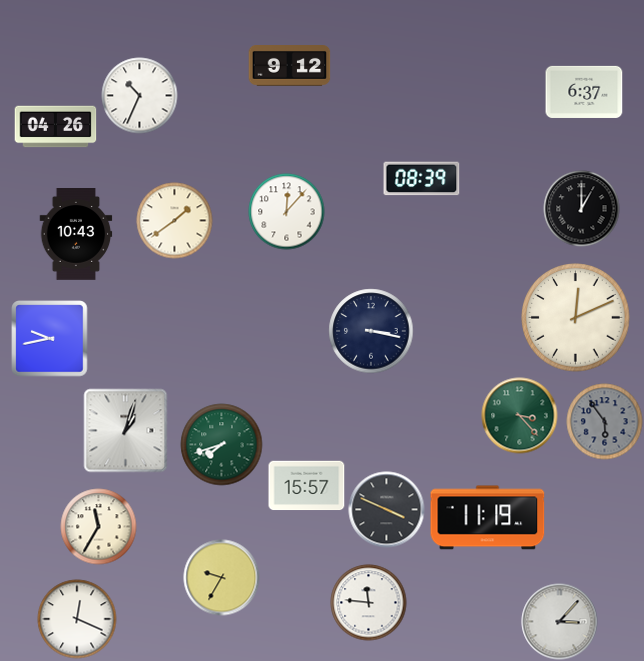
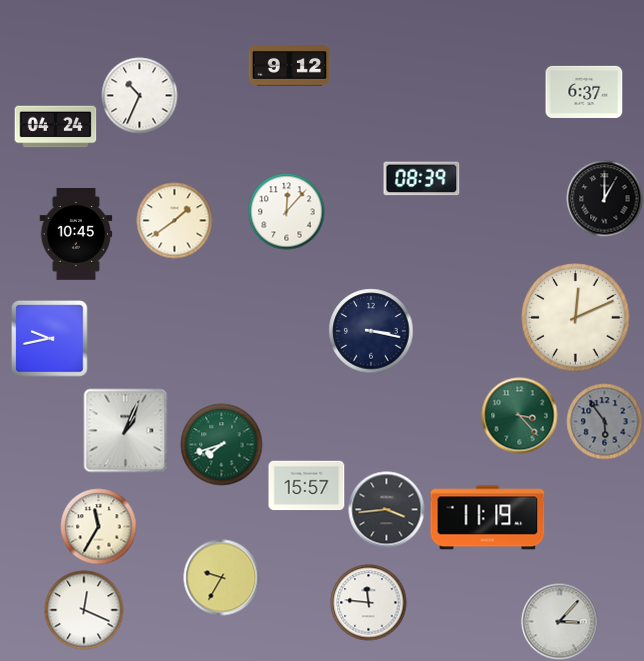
clock at (56, 127): 04:26 -> 04:24
clock at (582, 209) position: (582, 209) -> (605, 199)
clock at (76, 235): 10:43 -> 10:45
clock at (126, 431): 1:03 -> 1:04
clock at (387, 510): 3:49 -> 3:44
clock at (77, 619) position: (77, 619) -> (84, 610)
